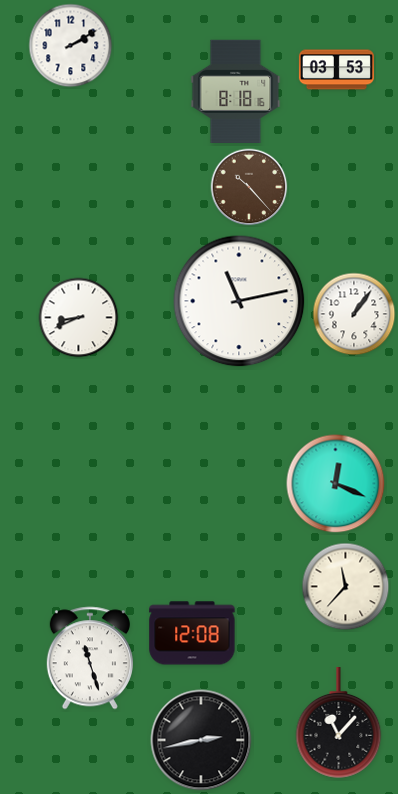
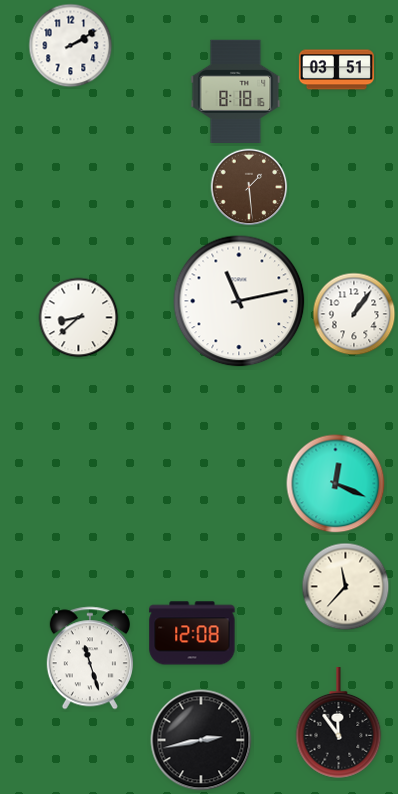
clock at (336, 70): 03:53 -> 03:51
clock at (249, 187): 10:23 -> 1:29
clock at (79, 318): 8:41 -> 8:38
clock at (339, 723): 11:07 -> 11:54
